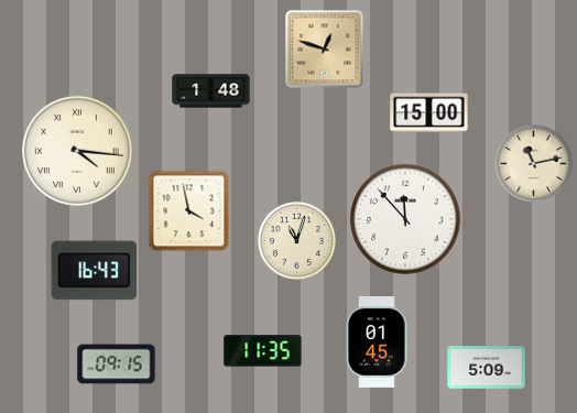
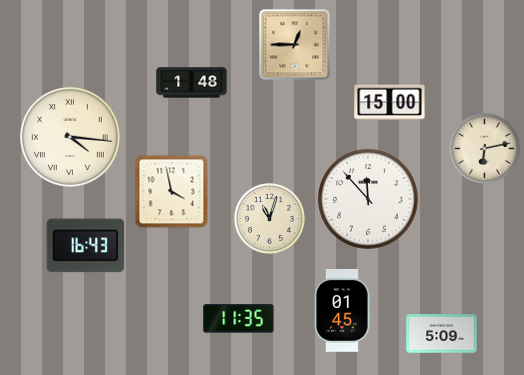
clock at (325, 50): 12:48 -> 12:45
clock at (534, 164): 11:13 -> 6:13
clock at (117, 365): 09:15 -> none
